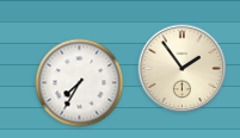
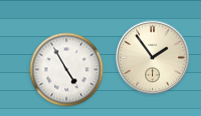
clock at (80, 83): 7:35 -> 4:55
